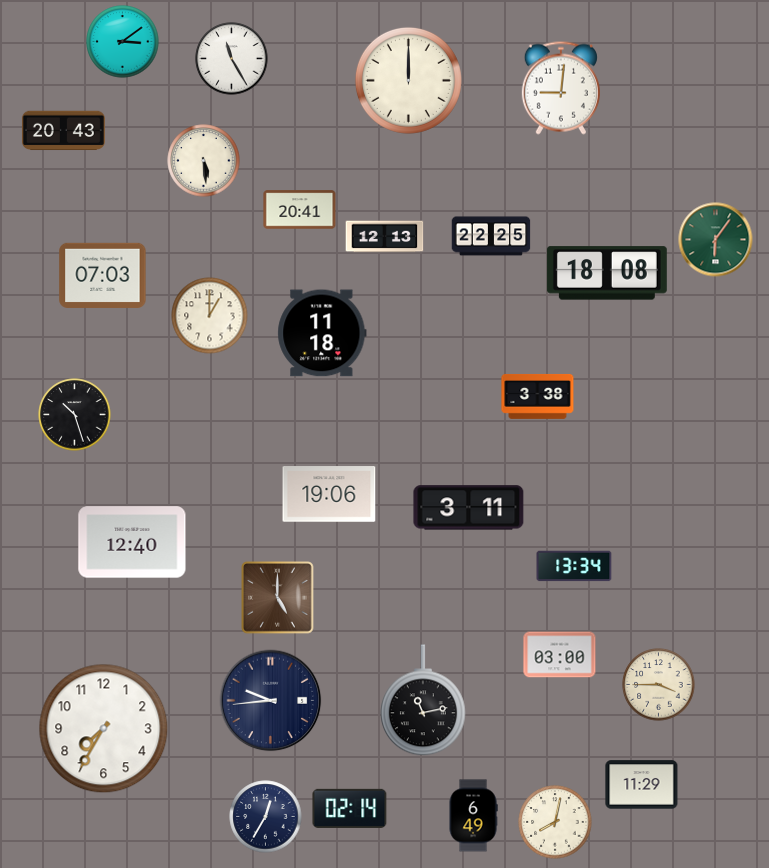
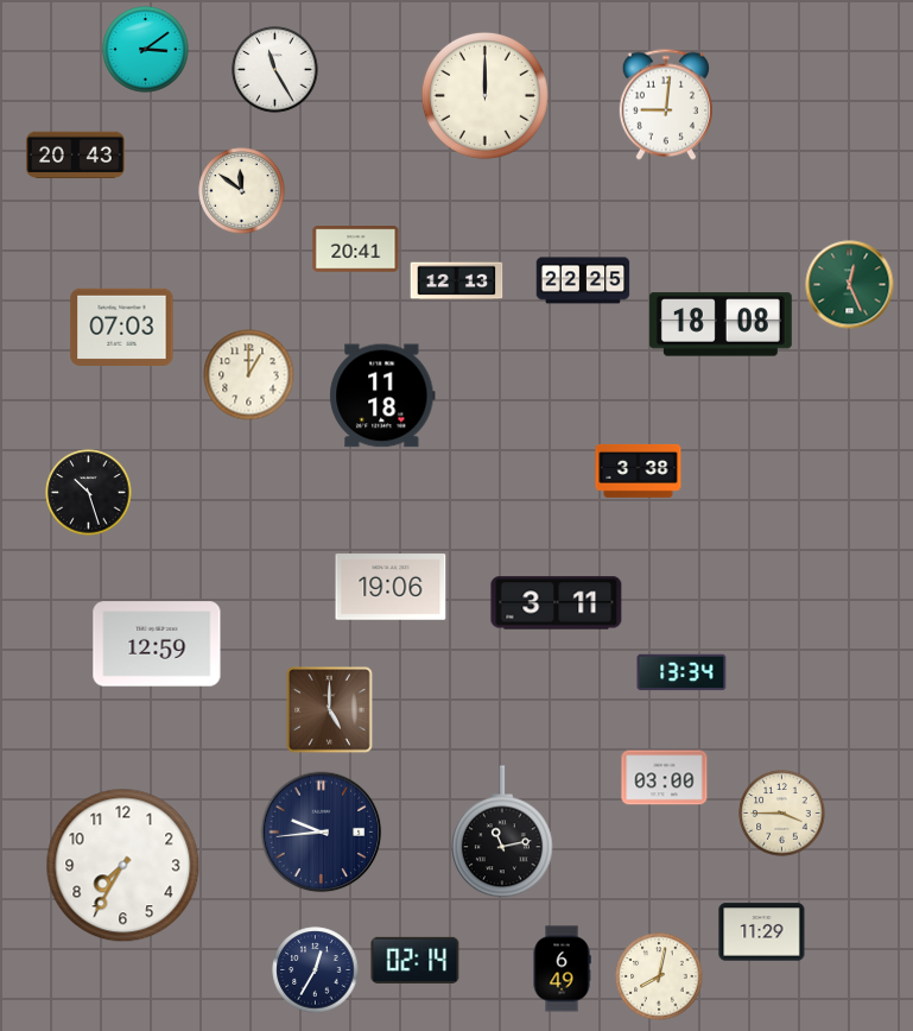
clock at (204, 161): 5:29 -> 11:51
clock at (716, 240): 6:06 -> 12:26
clock at (132, 542): 12:40 -> 12:59
